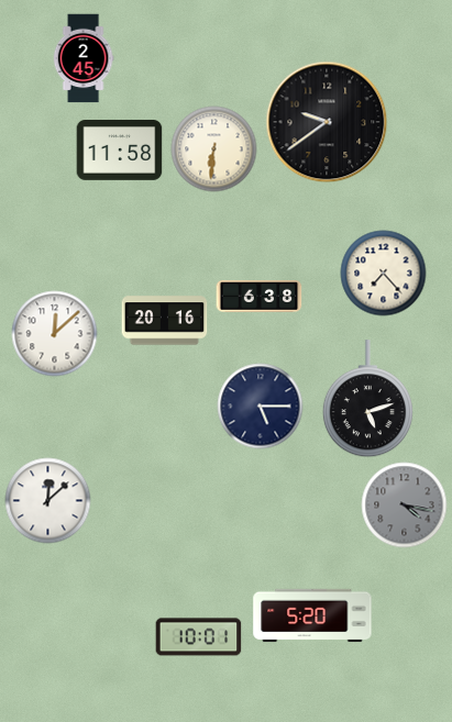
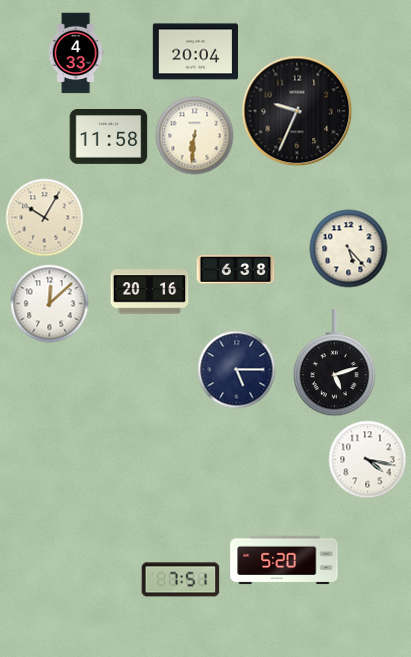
clock at (195, 52): none -> 20:04
clock at (84, 58): 2:45 -> 4:33
clock at (327, 122): 9:39 -> 9:34
clock at (44, 217): none -> 10:05
clock at (383, 273): 7:23 -> 5:23
clock at (47, 500): 12:08 -> none
clock at (404, 504) dial: grey -> white
clock at (198, 637): 10:01 -> 7:51
